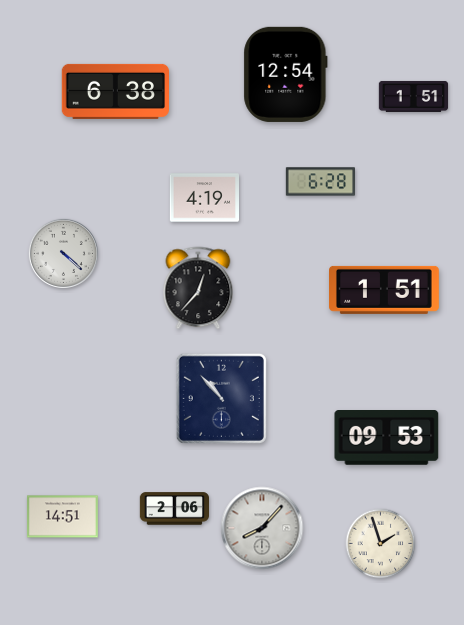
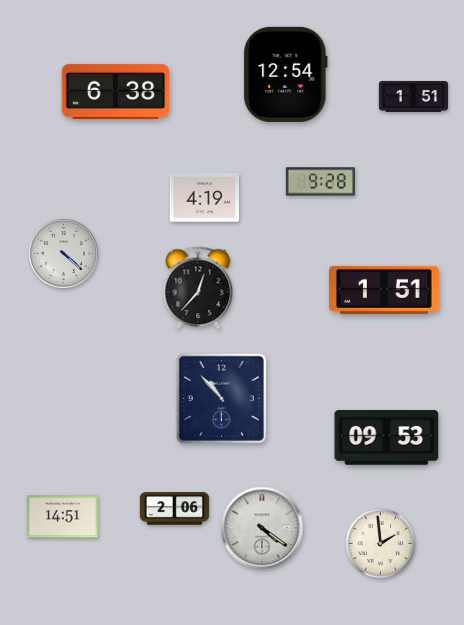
clock at (320, 182): 6:28 -> 9:28
clock at (262, 528): 8:07 -> 4:21
clock at (381, 544): 1:57 -> 1:59
